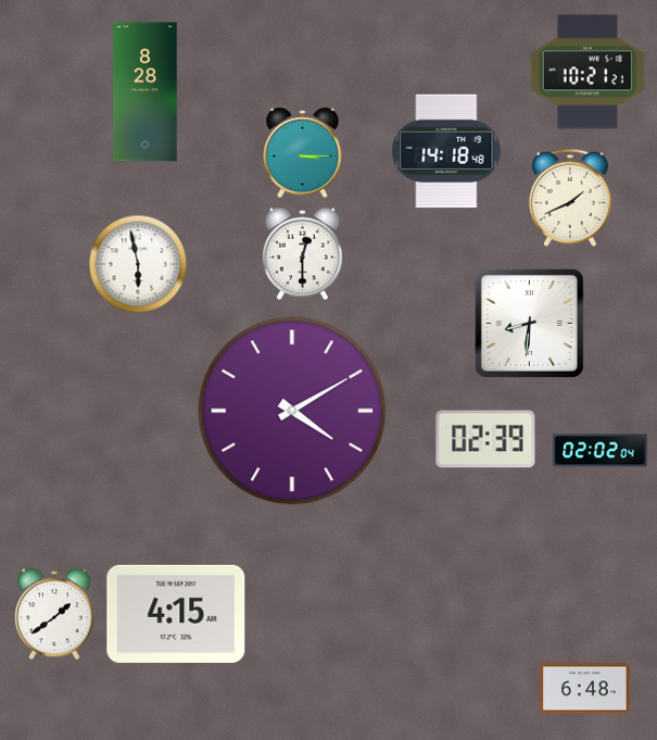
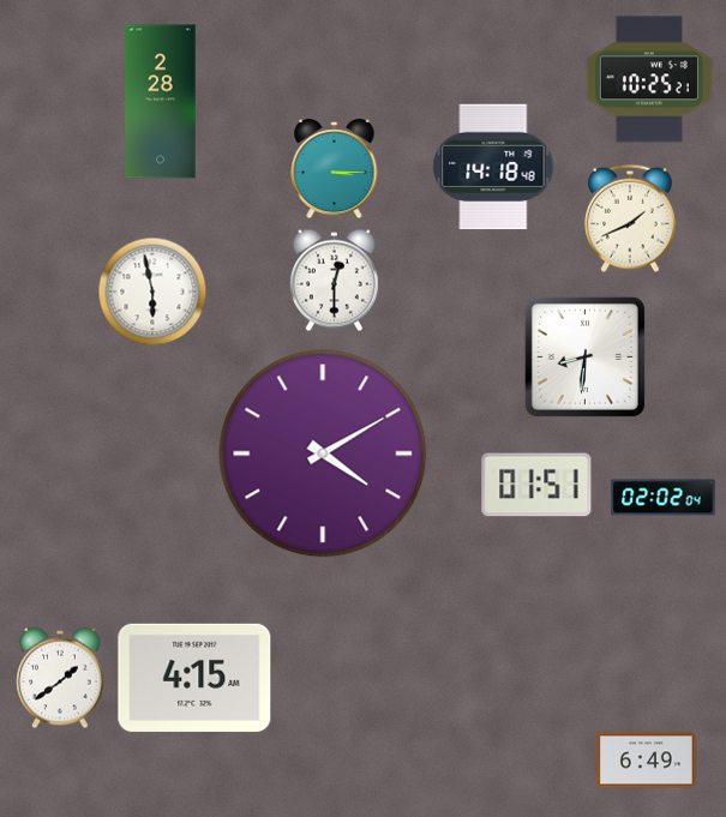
clock at (587, 72): 10:21 -> 10:25
clock at (146, 92): 8:28 -> 2:28
clock at (485, 439): 02:39 -> 01:51
clock at (585, 689): 6:48 -> 6:49
